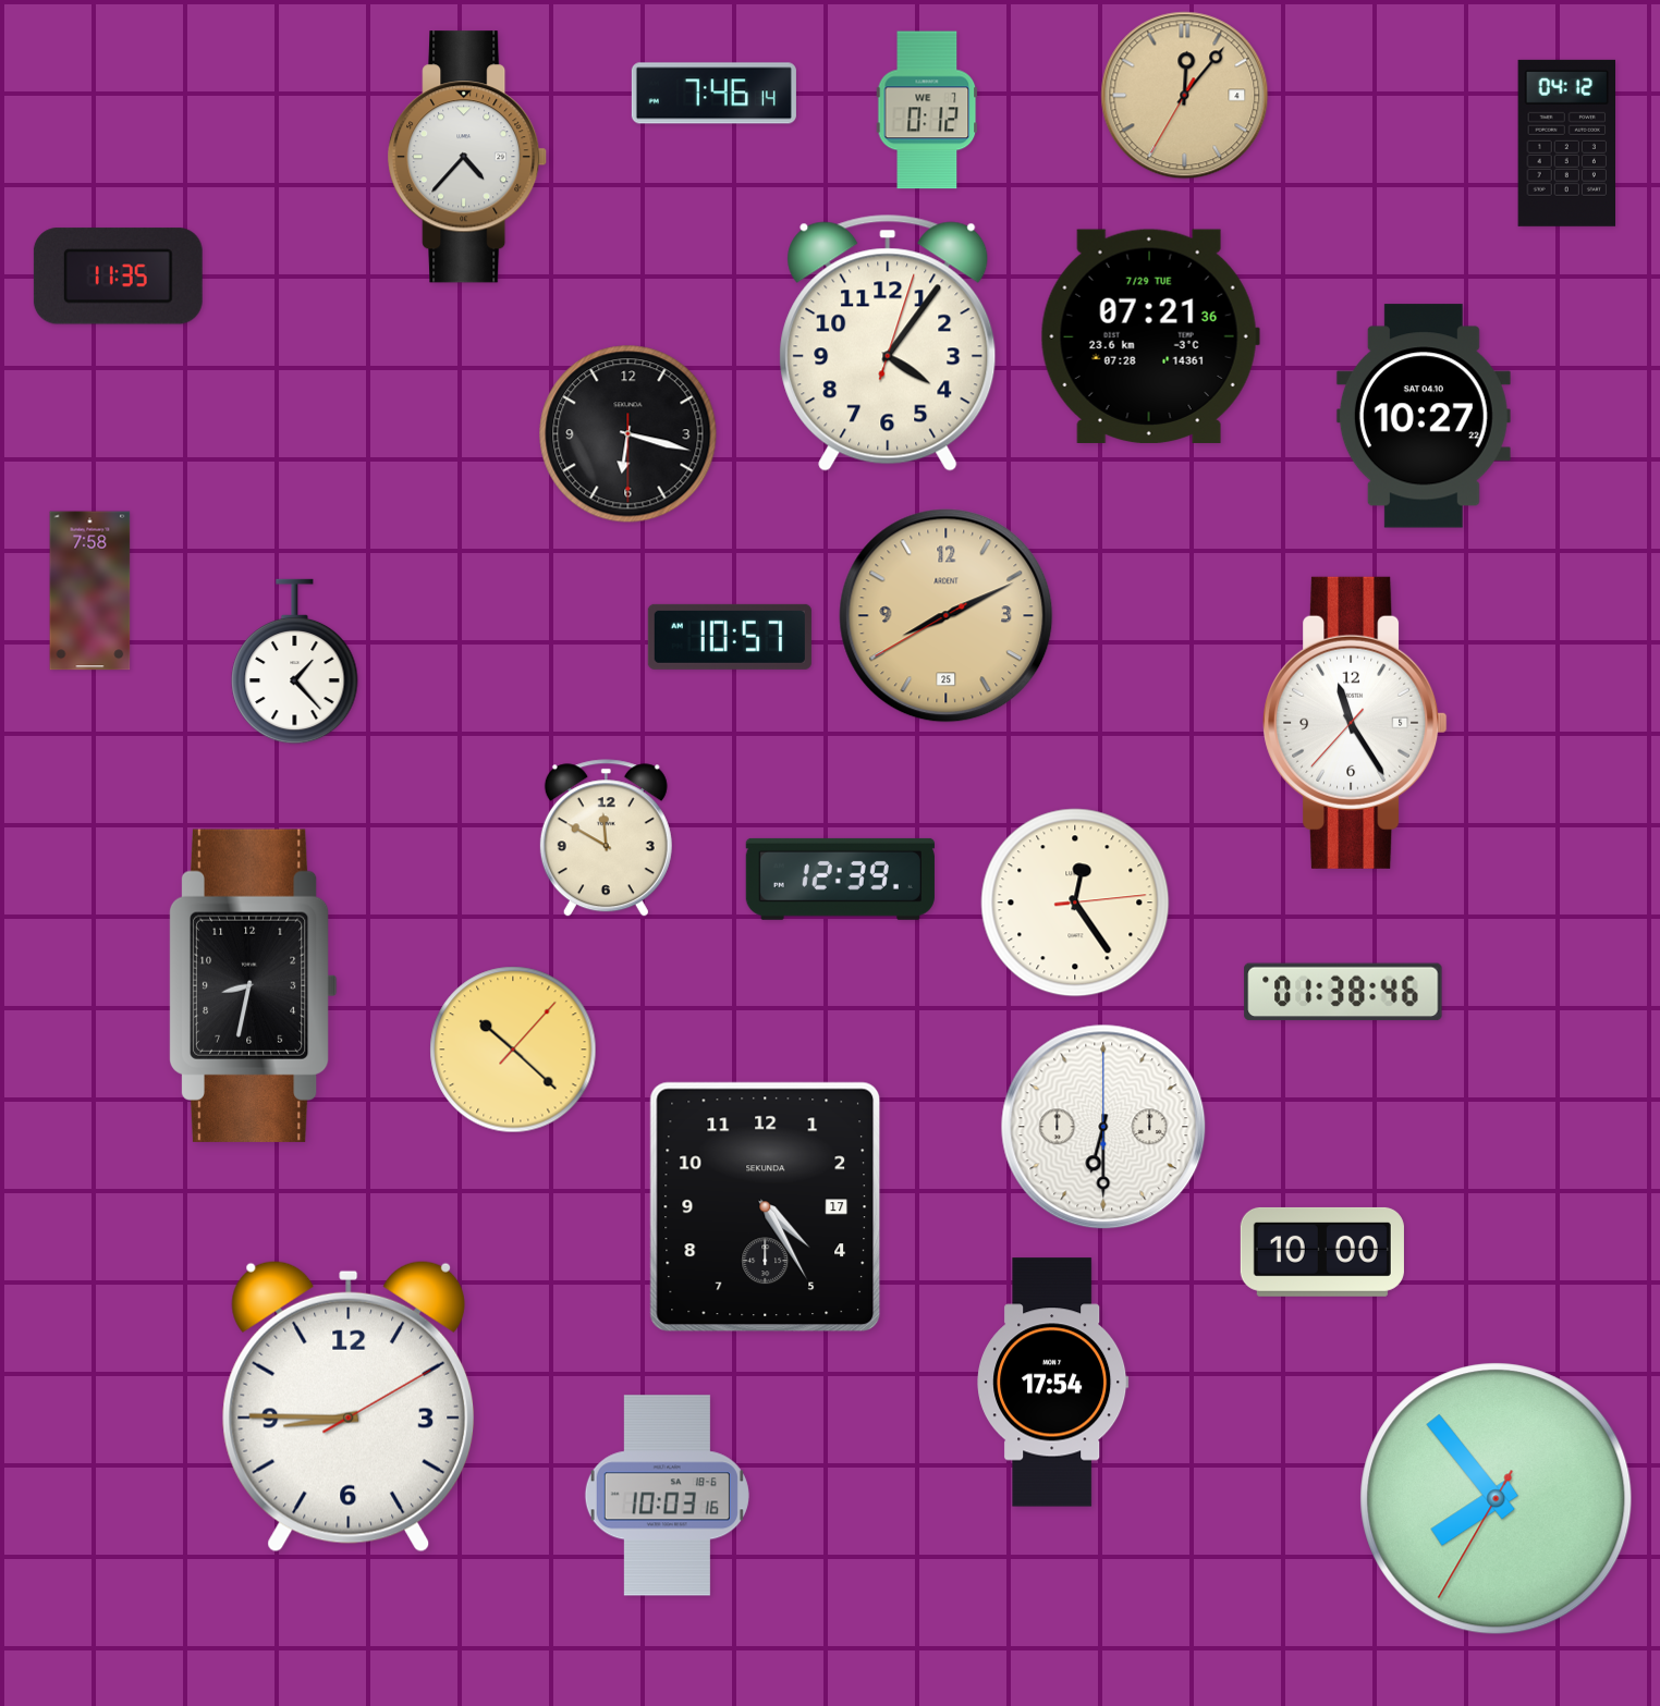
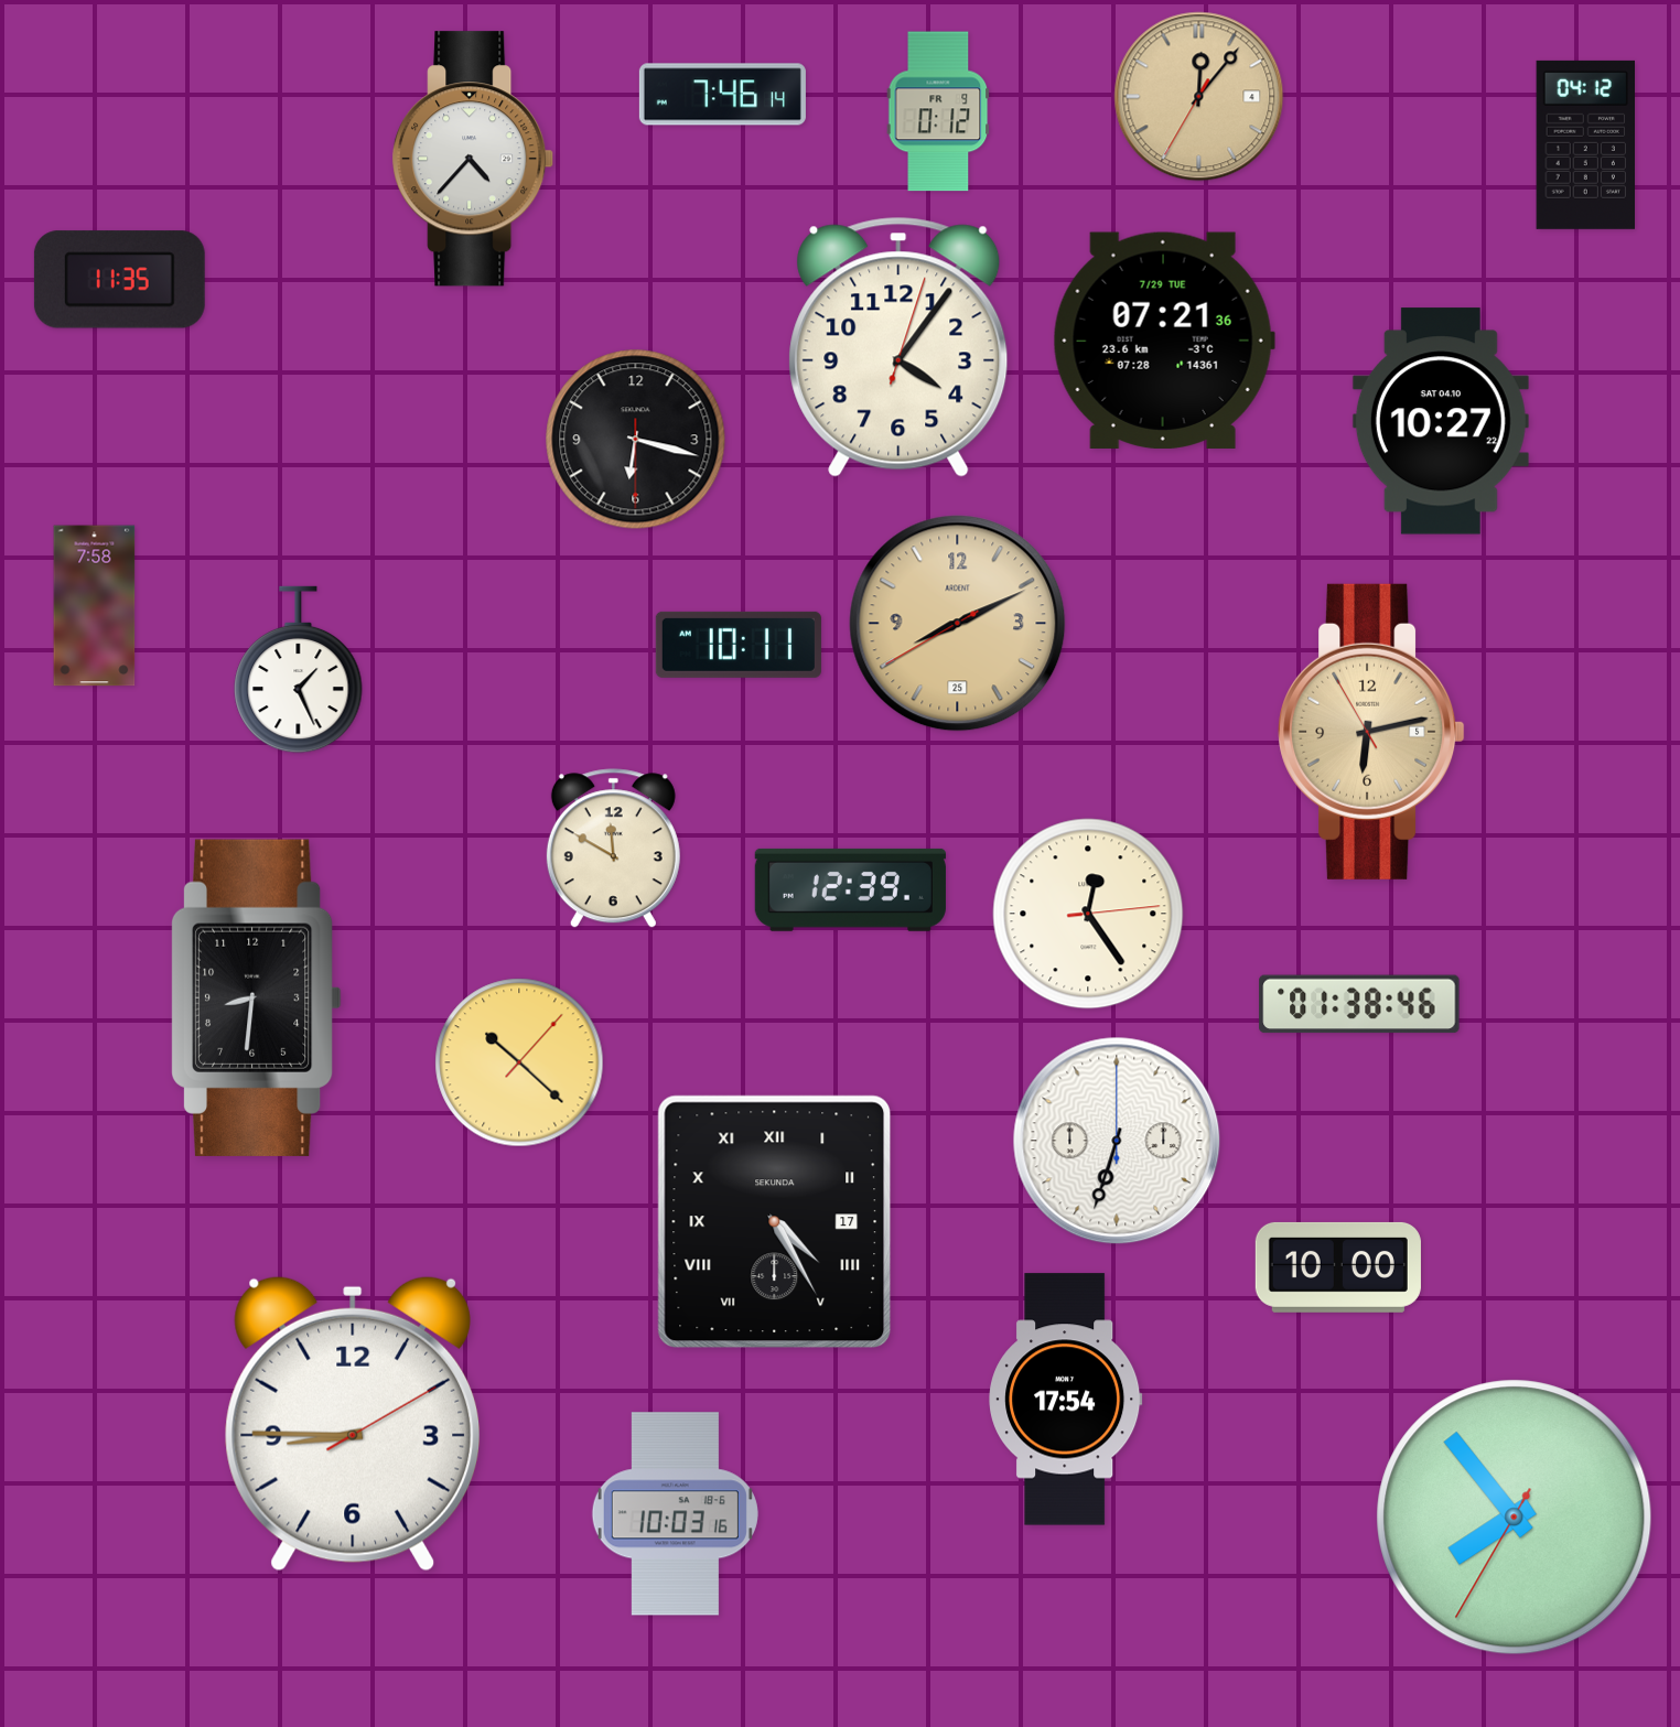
clock at (927, 110) date: WE 7 -> FR 9
clock at (90, 591) position: (90, 591) -> (95, 606)
clock at (730, 637): 10:57 -> 10:11
clock at (295, 662): 1:23 -> 1:26
clock at (1355, 723): 11:24 -> 6:12
clock at (1355, 723) dial: white -> champagne
clock at (253, 985): 8:32 -> 8:31
clock at (1103, 1127): 6:30 -> 6:33
clock at (766, 1207) numerals: Arabic -> Roman
